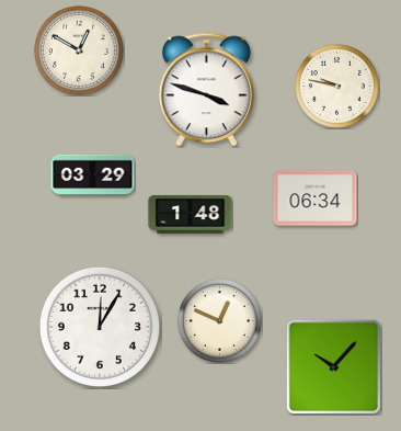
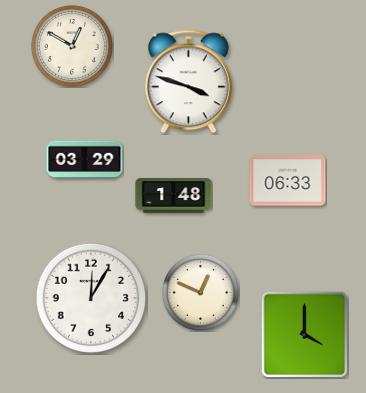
clock at (337, 87): 9:47 -> none
clock at (316, 199): 06:34 -> 06:33
clock at (333, 366): 10:07 -> 4:00
